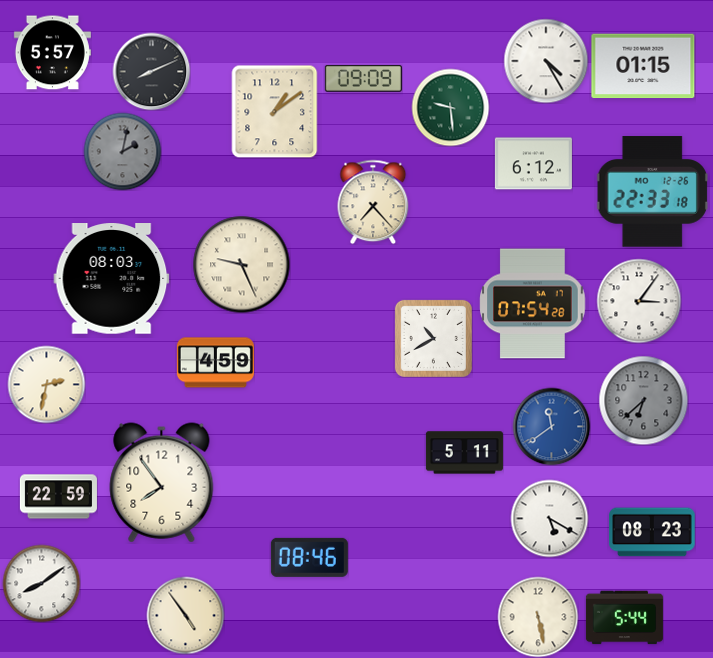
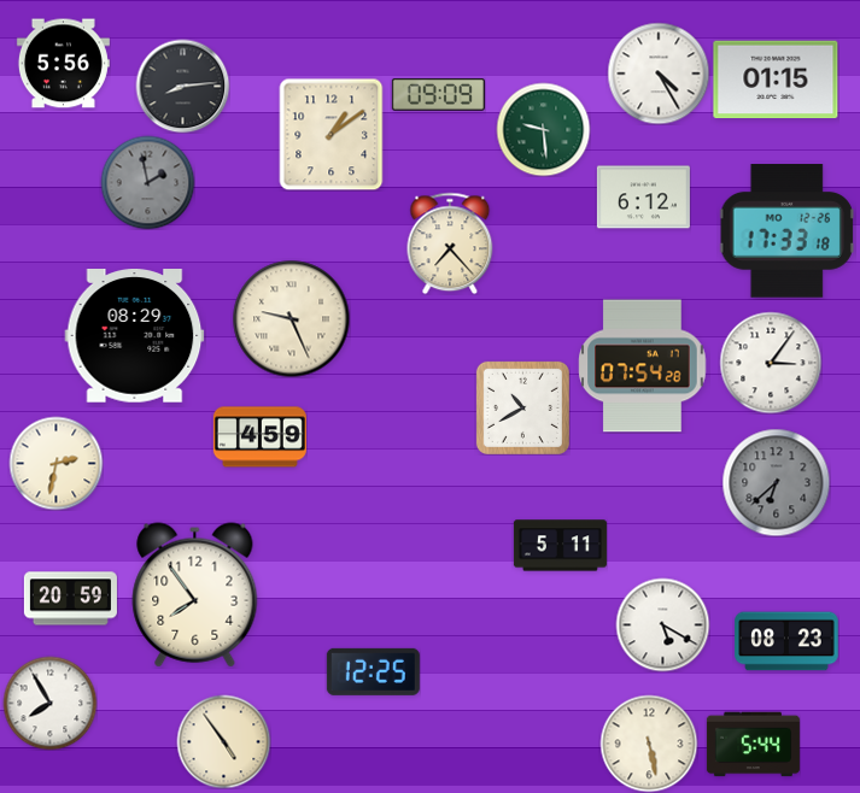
clock at (52, 53): 5:57 -> 5:56
clock at (151, 71): 8:11 -> 8:14
clock at (122, 151): 2:02 -> 1:58
clock at (653, 192): 22:33 -> 17:33
clock at (112, 279): 08:03 -> 08:29
clock at (551, 426): 11:39 -> none
clock at (162, 483) position: (162, 483) -> (195, 595)
clock at (58, 497): 22:59 -> 20:59
clock at (309, 557): 08:46 -> 12:25
clock at (41, 583): 8:09 -> 7:55
